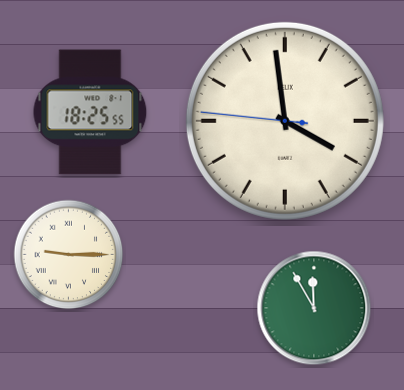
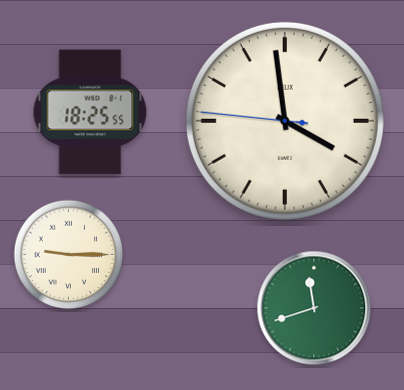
clock at (314, 308): 11:55 -> 11:42
